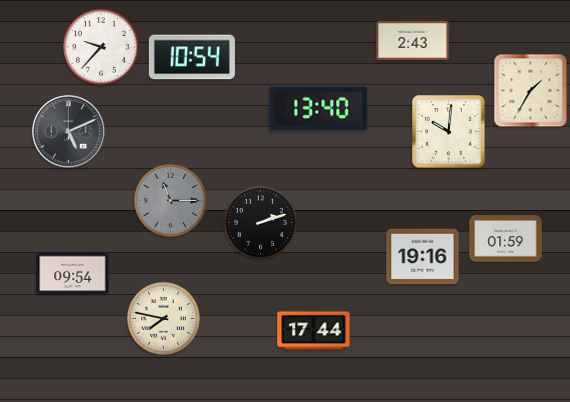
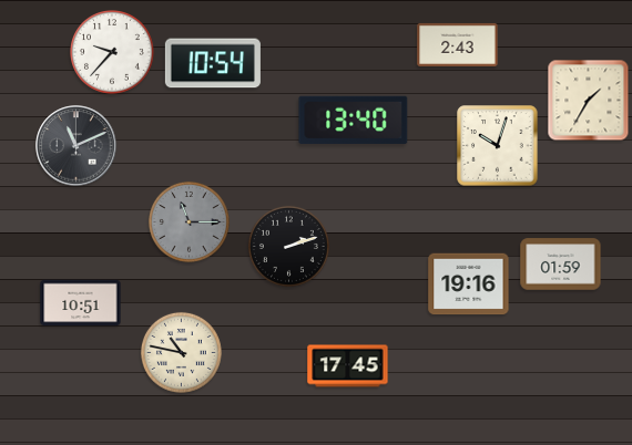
clock at (69, 132): 5:11 -> 11:11
clock at (449, 132): 10:01 -> 10:03
clock at (73, 274): 09:54 -> 10:51
clock at (163, 318): 7:47 -> 10:47
clock at (314, 331): 17:44 -> 17:45
